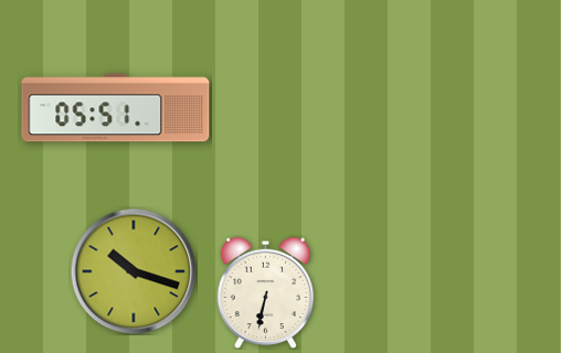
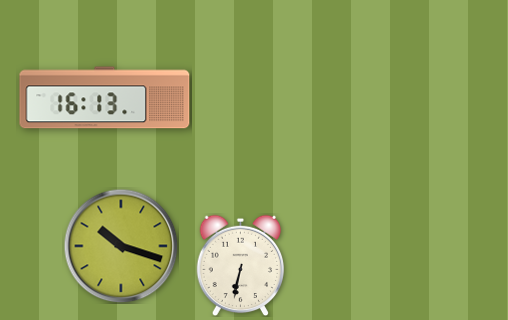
clock at (116, 108): 05:51 -> 16:13
